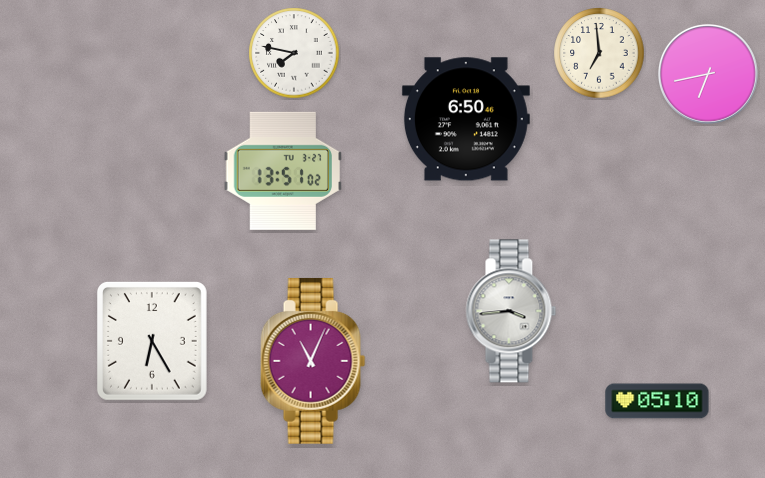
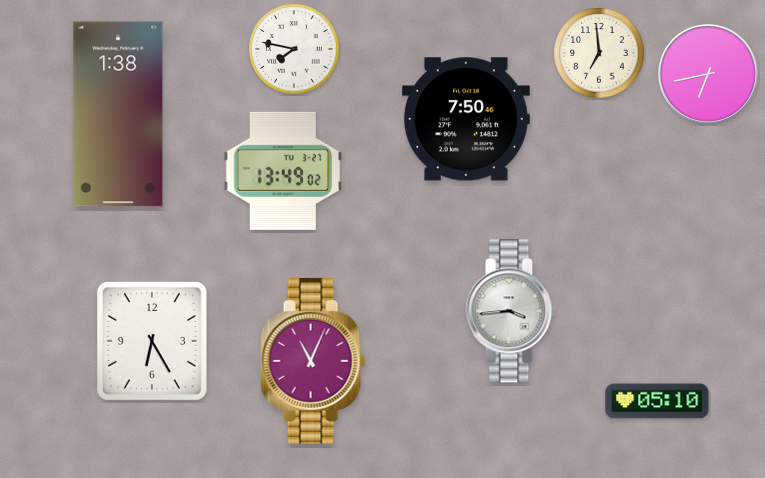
clock at (294, 53) position: (294, 53) -> (294, 49)
clock at (118, 114): none -> 1:38
clock at (466, 119): 6:50 -> 7:50
clock at (283, 171): 13:51 -> 13:49
